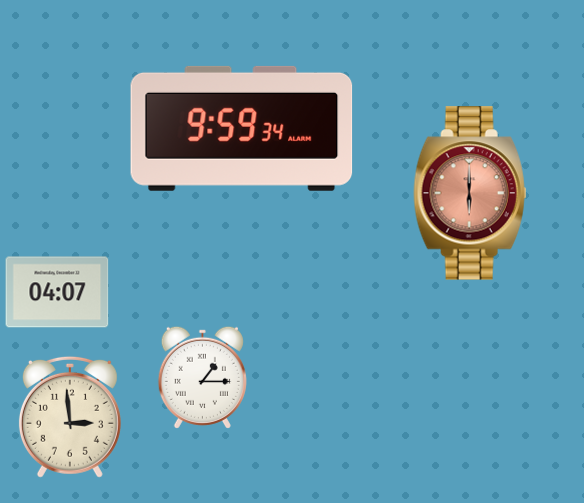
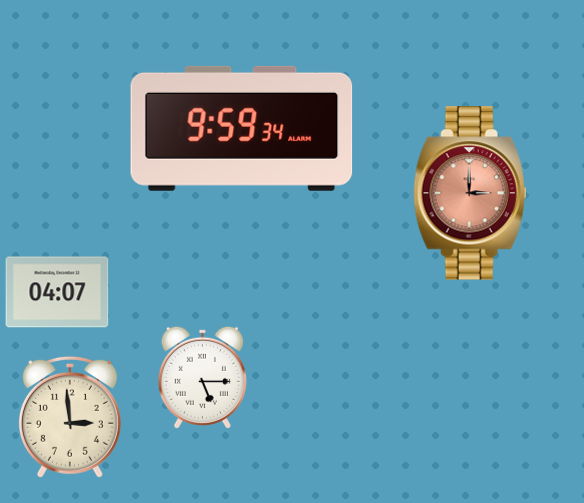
clock at (470, 193): 6:00 -> 3:00
clock at (202, 377): 1:15 -> 5:15
